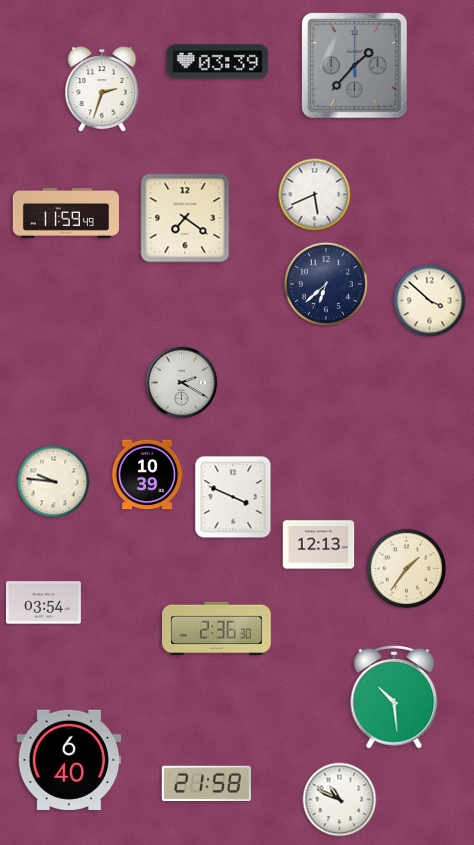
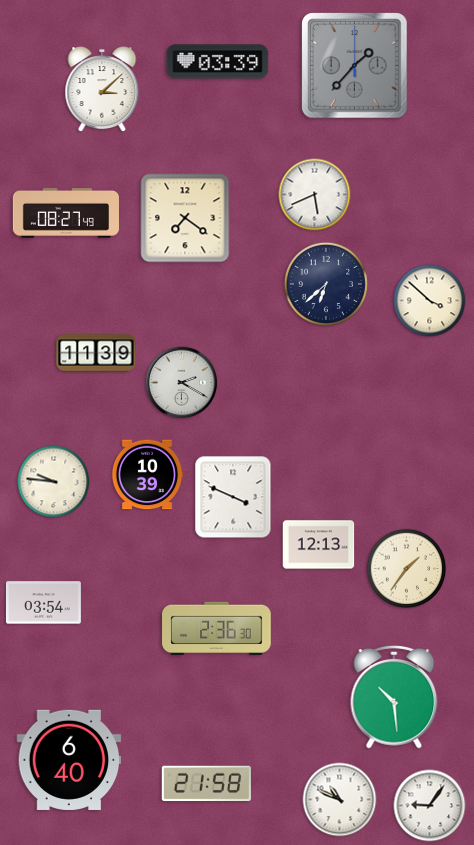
clock at (102, 89): 2:33 -> 3:08
clock at (66, 214): 11:59 -> 08:27
clock at (96, 353): none -> 11:39
clock at (430, 806): none -> 9:06
